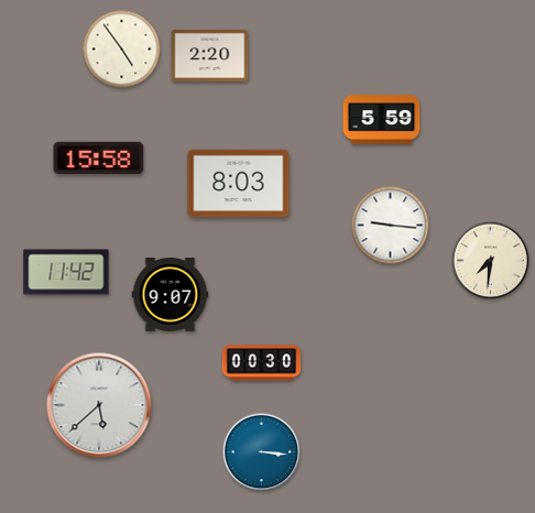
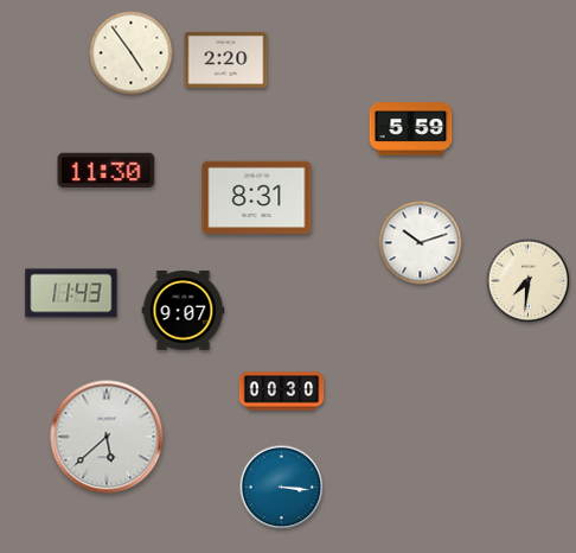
clock at (99, 157): 15:58 -> 11:30
clock at (239, 184): 8:03 -> 8:31
clock at (391, 226): 9:16 -> 10:12
clock at (66, 272): 11:42 -> 11:43
clock at (171, 295) position: (171, 295) -> (184, 311)
